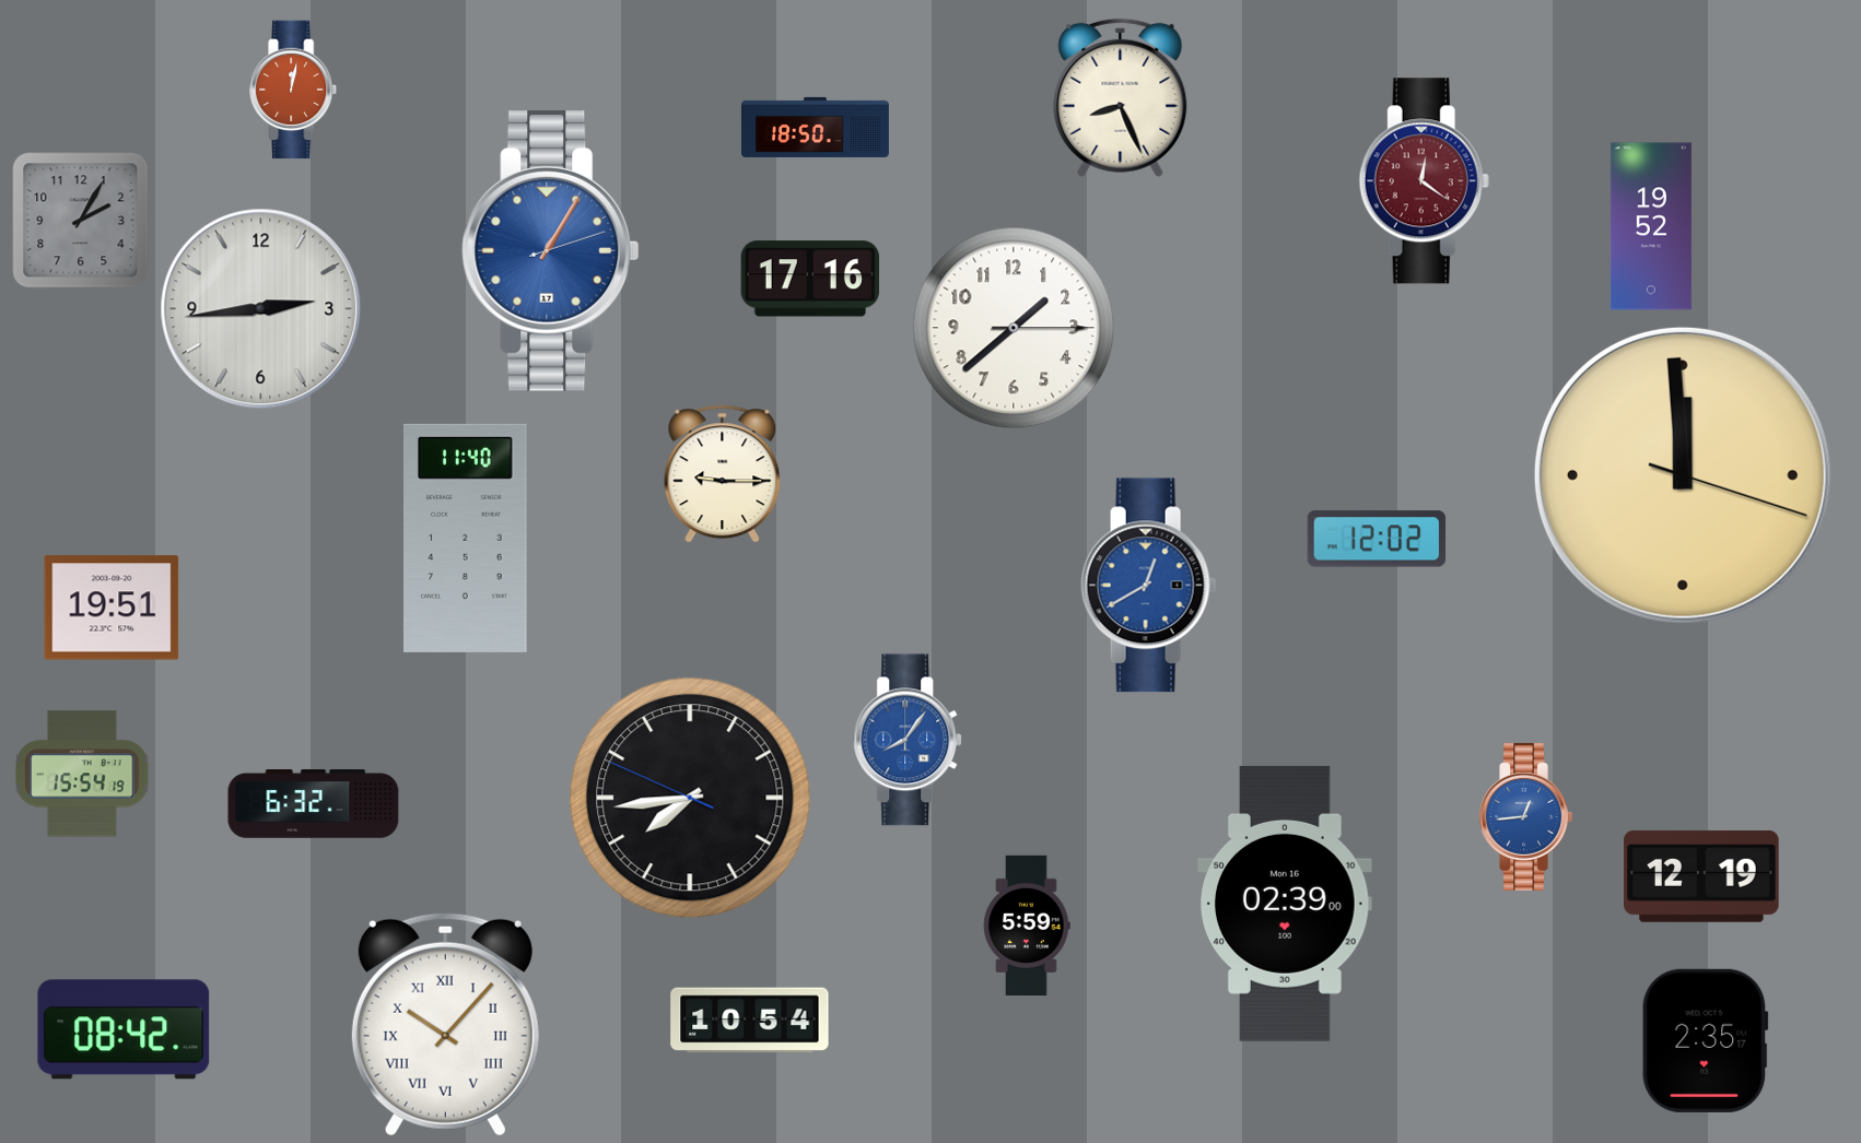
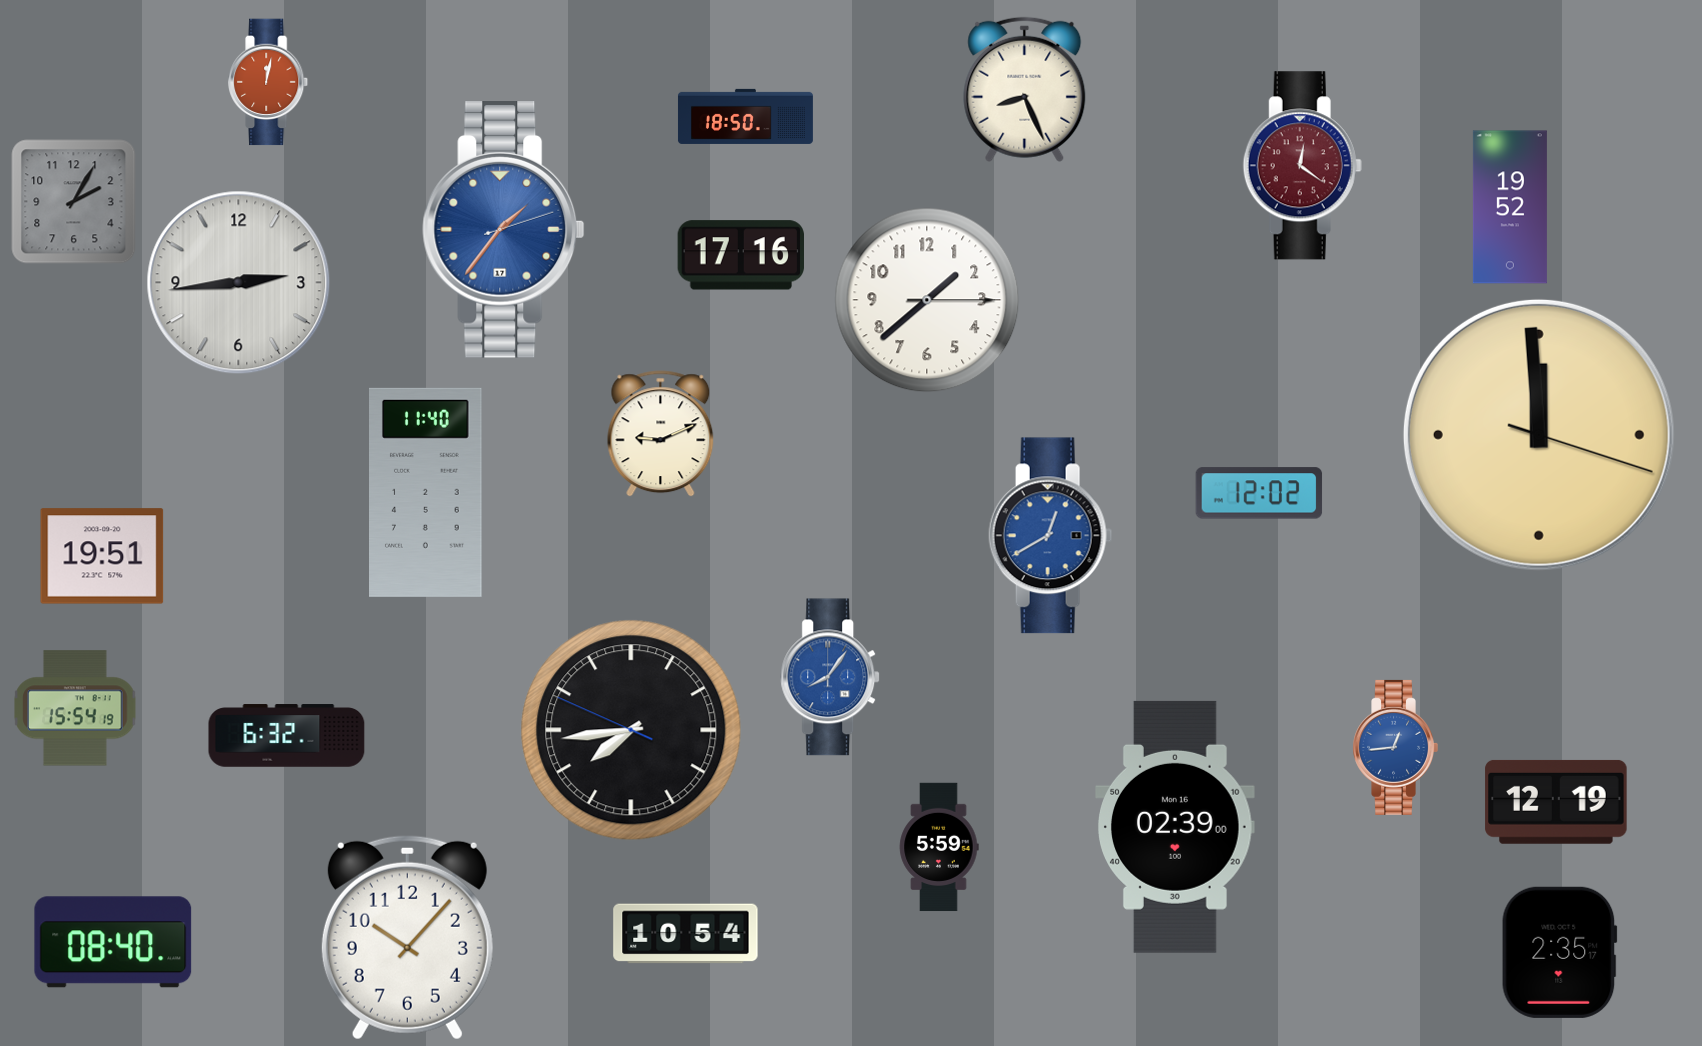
clock at (551, 251): 1:05 -> 1:36
clock at (723, 474): 9:15 -> 9:11
clock at (445, 1024) numerals: Roman -> Arabic
clock at (124, 1029): 08:42 -> 08:40
